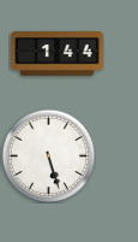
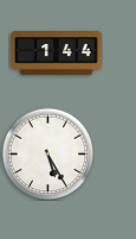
clock at (48, 155): 5:27 -> 5:25
